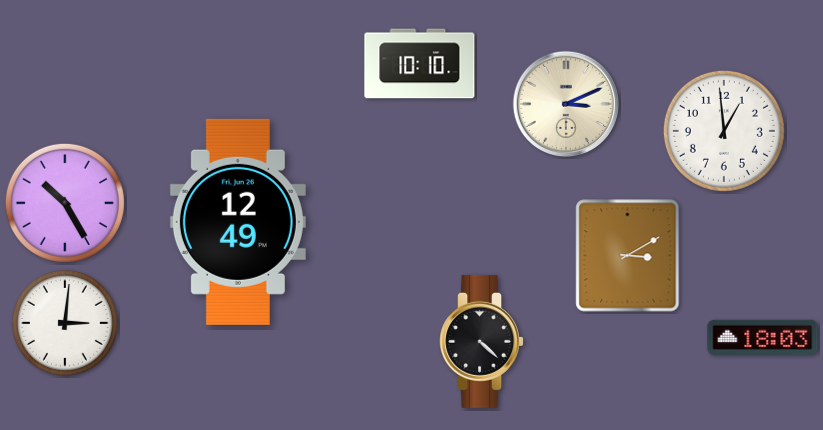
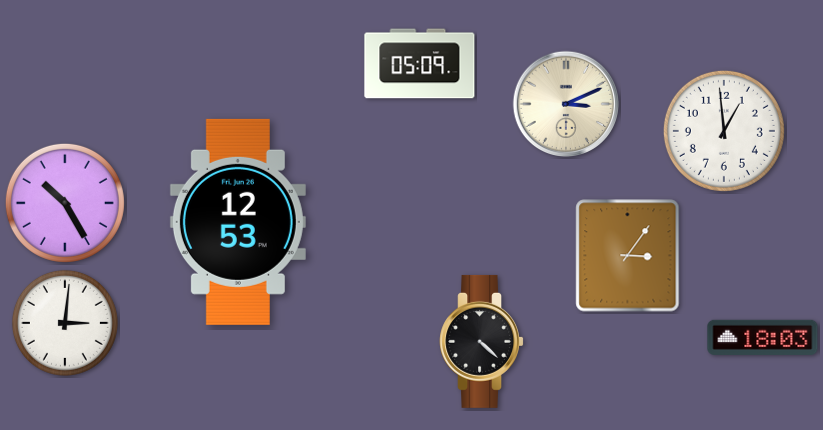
clock at (420, 64): 10:10 -> 05:09
clock at (238, 222): 12:49 -> 12:53
clock at (628, 256): 3:10 -> 3:06
